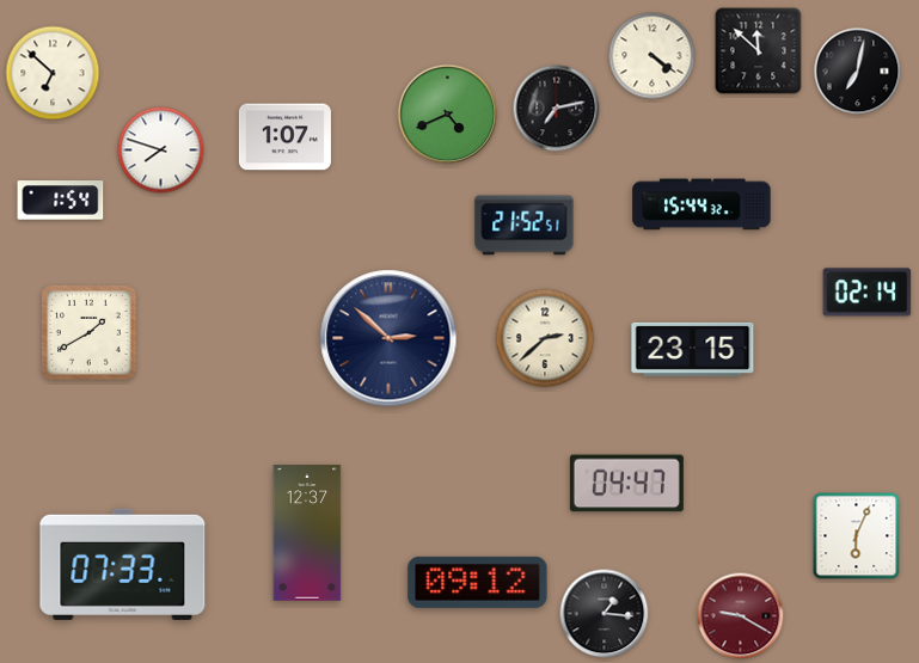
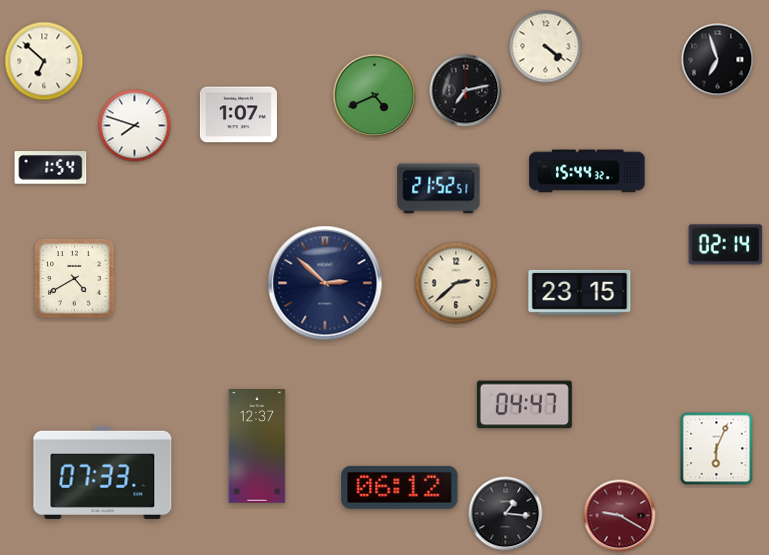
clock at (759, 51): 11:52 -> none
clock at (858, 72): 7:02 -> 6:57
clock at (90, 333): 1:40 -> 4:40
clock at (478, 582): 09:12 -> 06:12
